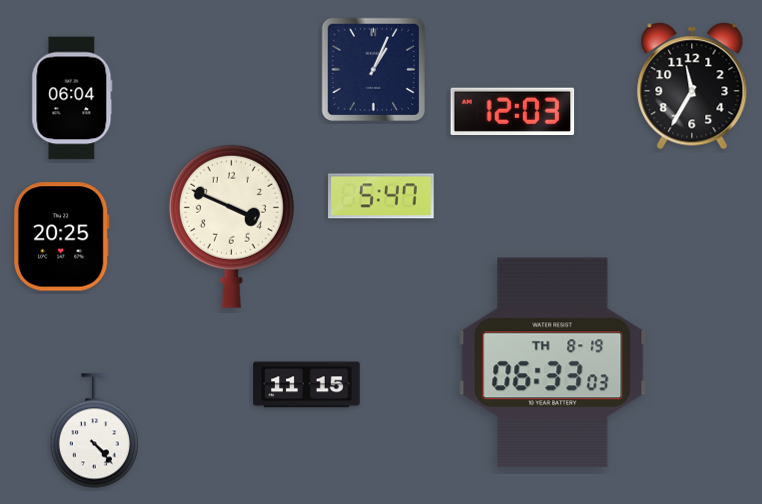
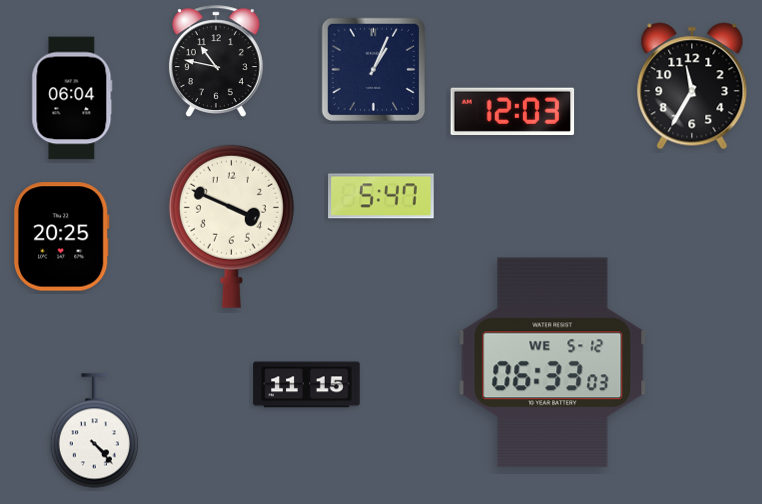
clock at (216, 61): none -> 10:47
clock at (553, 363) date: TH 8-19 -> WE 5-12
